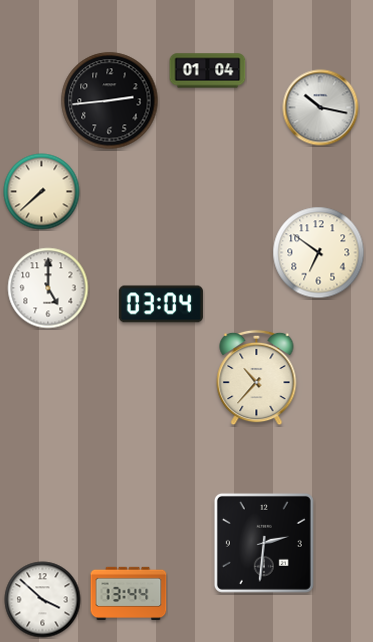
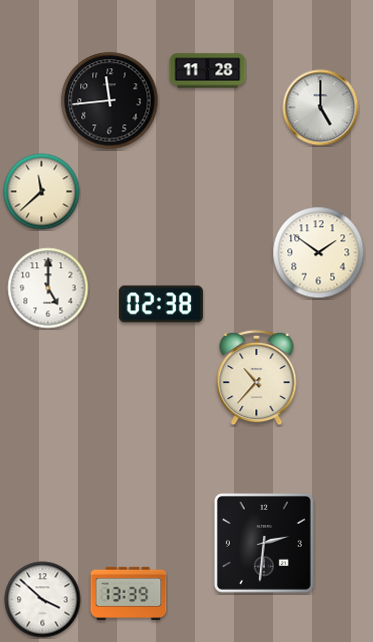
clock at (208, 71): 01:04 -> 11:28
clock at (110, 101): 2:44 -> 11:44
clock at (321, 108): 10:17 -> 5:00
clock at (42, 192): 7:38 -> 11:38
clock at (319, 253): 6:51 -> 1:51
clock at (161, 304): 03:04 -> 02:38
clock at (129, 594): 13:44 -> 13:39
